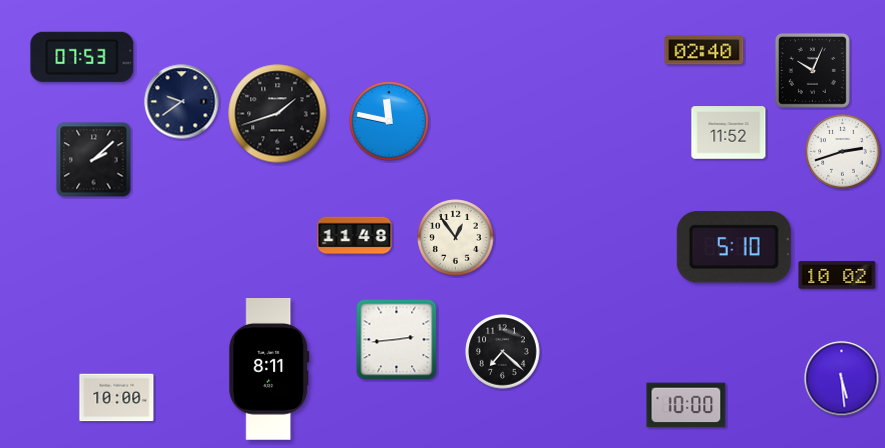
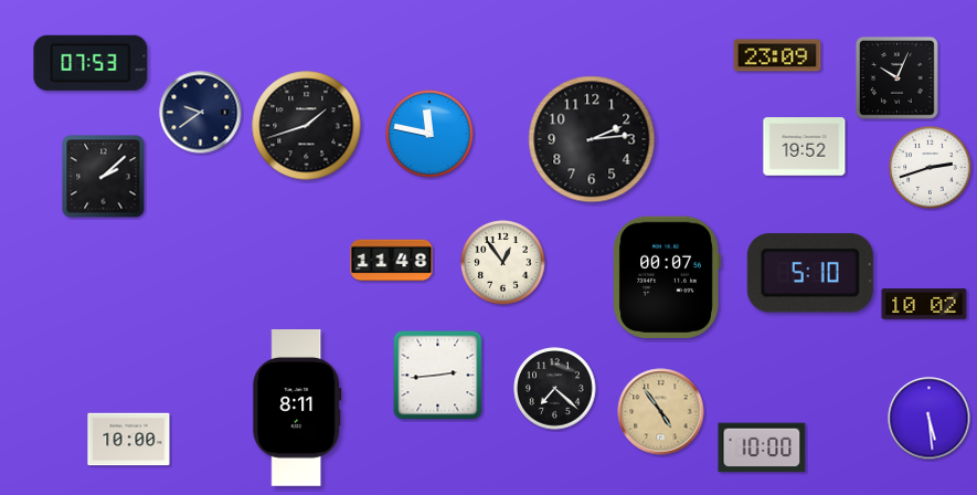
clock at (704, 50): 02:40 -> 23:09
clock at (592, 139): none -> 2:14
clock at (729, 133): 11:52 -> 19:52
clock at (667, 277): none -> 00:07
clock at (661, 412): none -> 4:54
clock at (686, 405) position: (686, 405) -> (762, 447)
